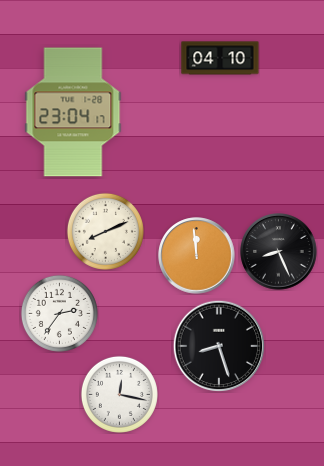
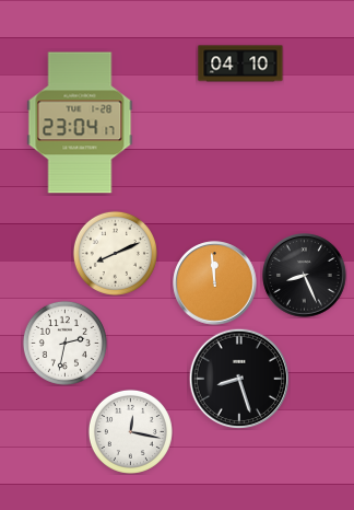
clock at (197, 256) position: (197, 256) -> (215, 283)
clock at (59, 313): 2:36 -> 2:32
